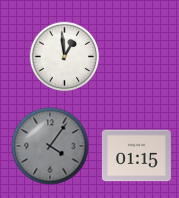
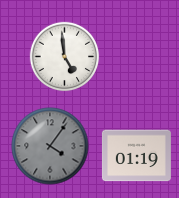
clock at (65, 57): 12:59 -> 4:59
clock at (136, 156): 01:15 -> 01:19
